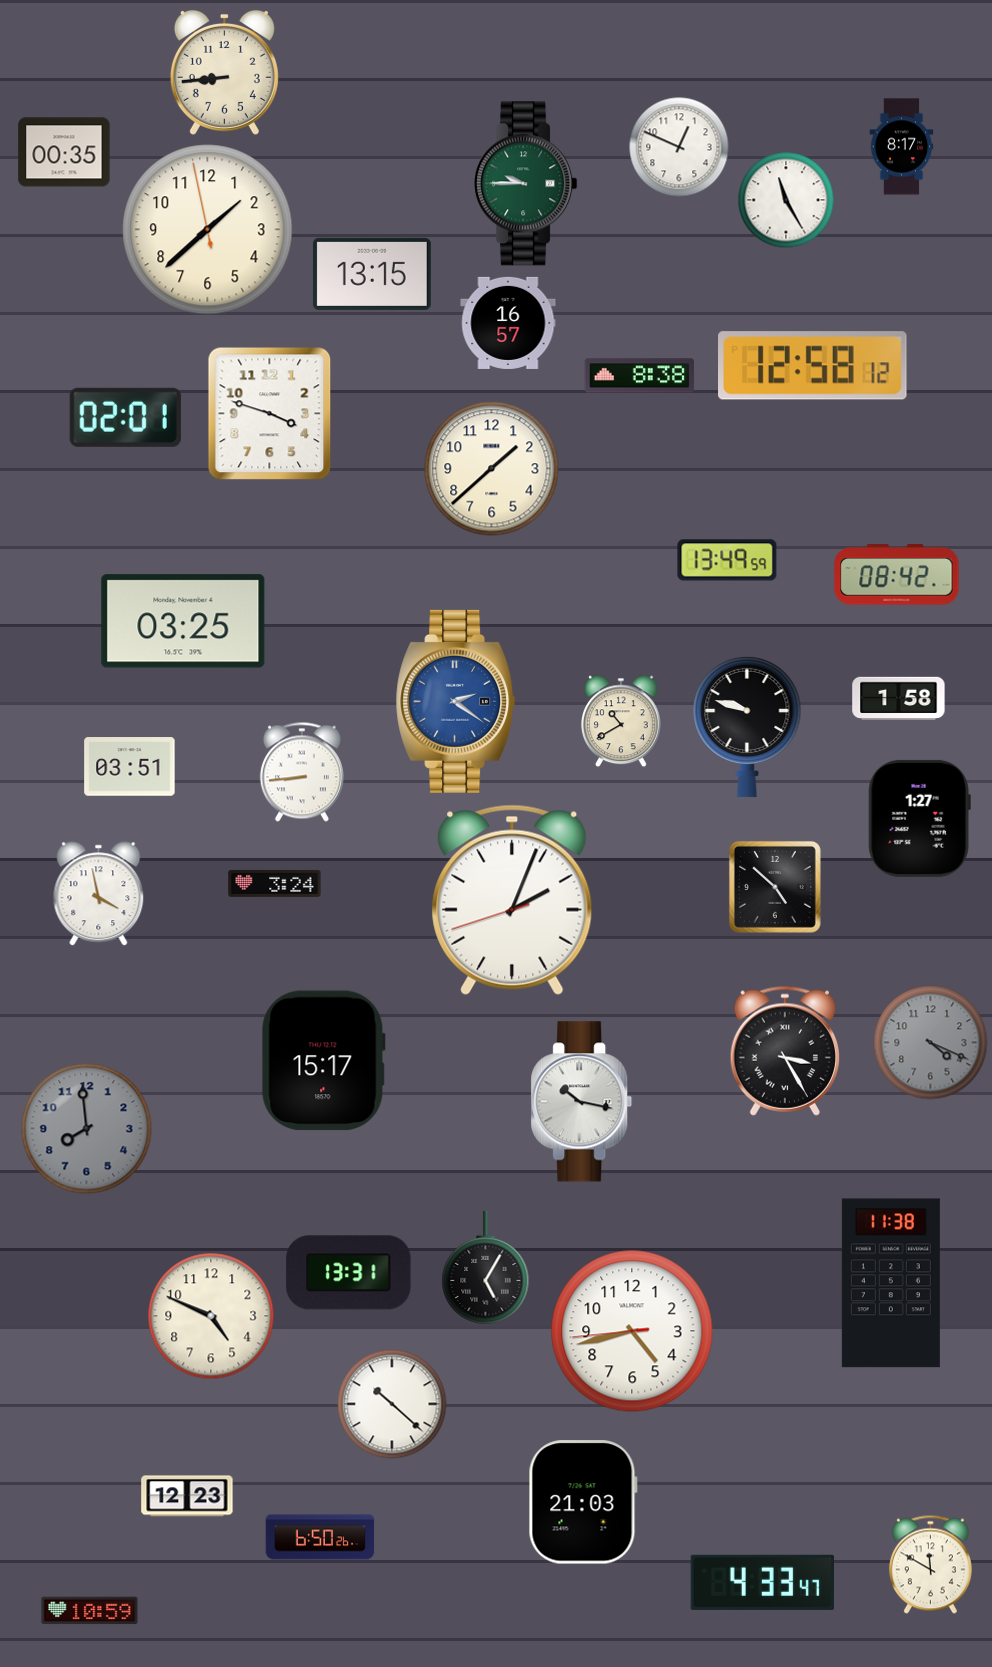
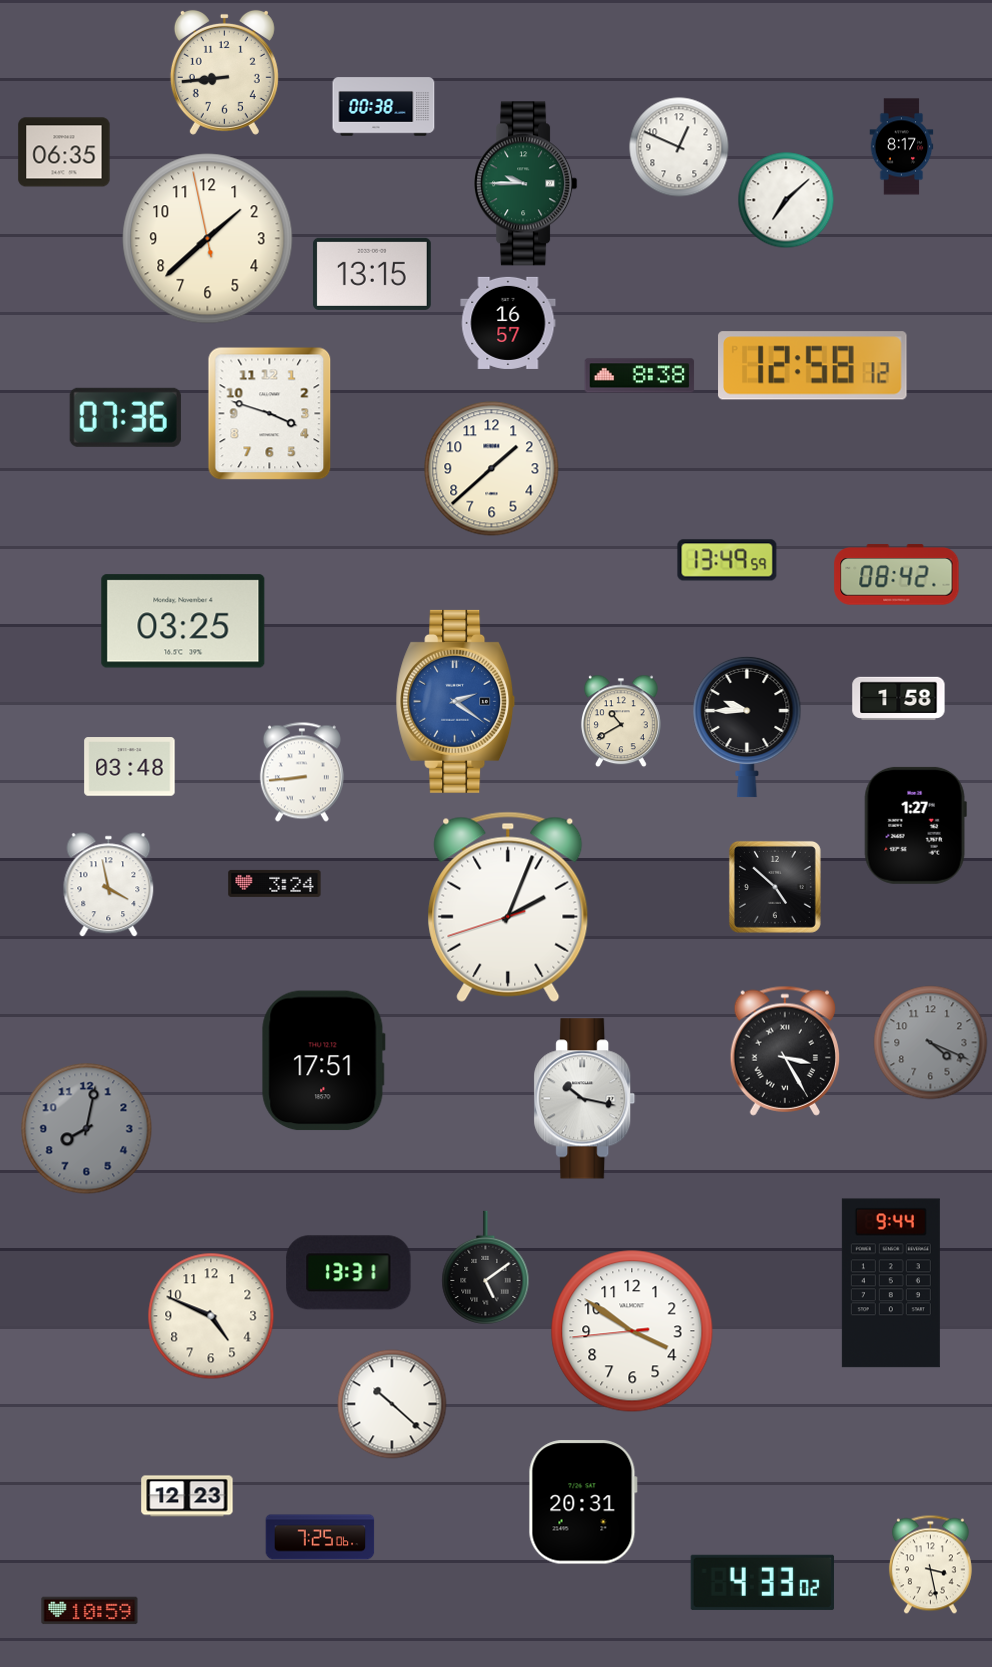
clock at (384, 107): none -> 00:38
clock at (64, 152): 00:35 -> 06:35
clock at (786, 200): 11:25 -> 7:08
clock at (208, 230) position: (208, 230) -> (208, 239)
clock at (125, 417): 02:01 -> 07:36
clock at (747, 727): 9:48 -> 9:45
clock at (130, 767): 03:51 -> 03:48
clock at (919, 818) position: (919, 818) -> (915, 825)
clock at (99, 894) position: (99, 894) -> (109, 885)
clock at (512, 900) position: (512, 900) -> (508, 907)
clock at (323, 1061): 15:17 -> 17:51
clock at (582, 1102) position: (582, 1102) -> (585, 1099)
clock at (87, 1129): 7:59 -> 8:02
clock at (486, 1267): 5:05 -> 5:09
clock at (891, 1283): 11:38 -> 9:44
clock at (632, 1331): 4:42 -> 3:50
clock at (583, 1502): 21:03 -> 20:31
clock at (320, 1537): 6:50 -> 7:25
clock at (930, 1565): 11:50 -> 3:28
clock at (762, 1582): 4:33:47 -> 4:33:02
